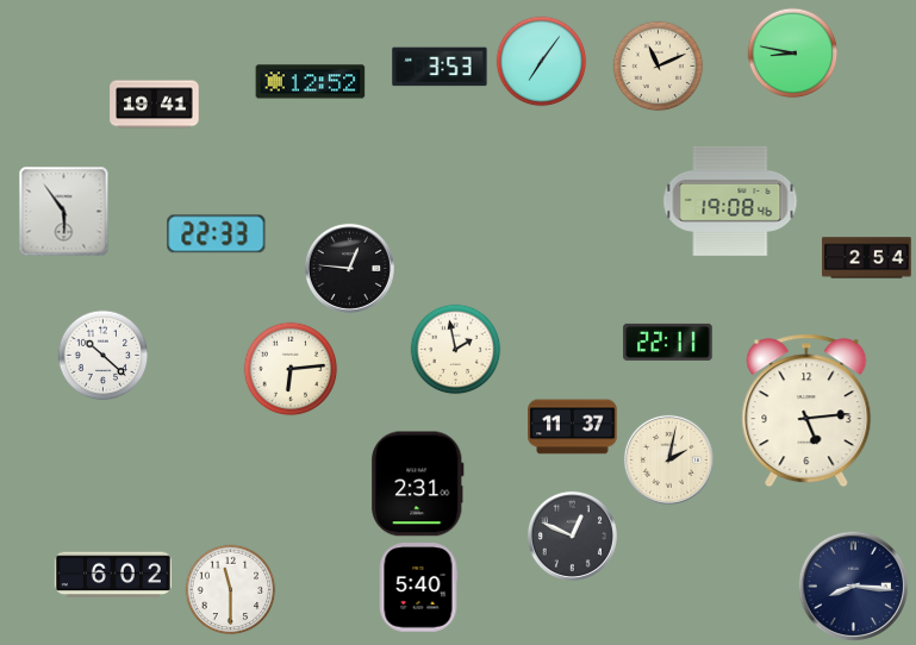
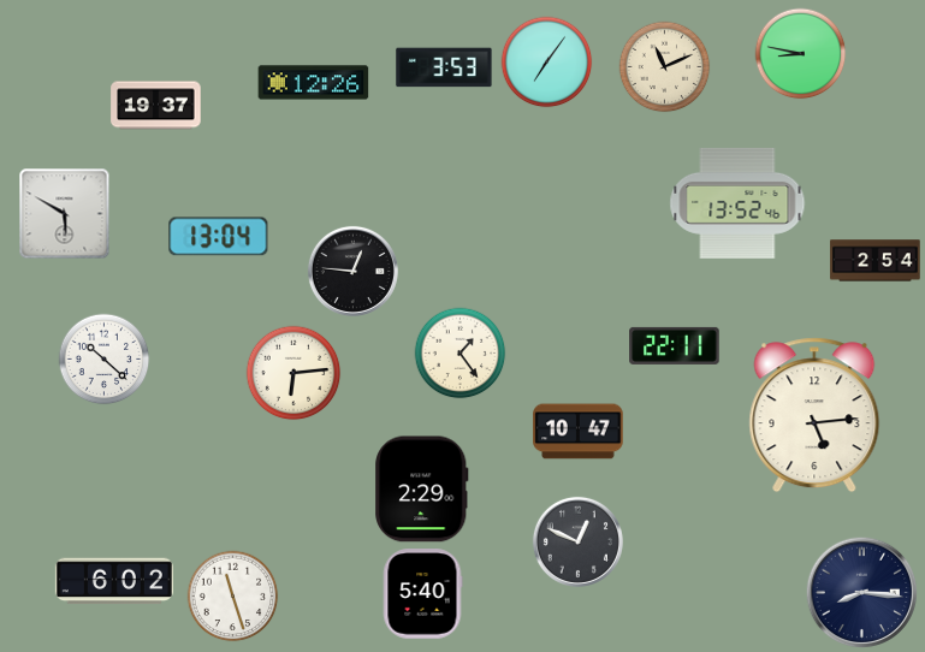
clock at (311, 82): 12:52 -> 12:26
clock at (155, 105): 19:41 -> 19:37
clock at (730, 201): 19:08 -> 13:52
clock at (64, 212): 5:54 -> 5:50
clock at (217, 234): 22:33 -> 13:04
clock at (456, 350): 1:58 -> 1:24
clock at (573, 427): 11:37 -> 10:47
clock at (668, 459): 2:02 -> none
clock at (418, 484): 2:31 -> 2:29
clock at (231, 590): 11:30 -> 11:27
